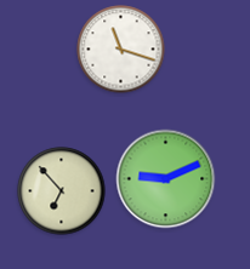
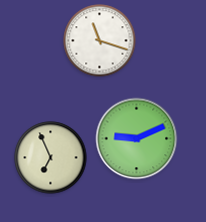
clock at (166, 179) position: (166, 179) -> (137, 139)
clock at (62, 191): 6:53 -> 6:56
